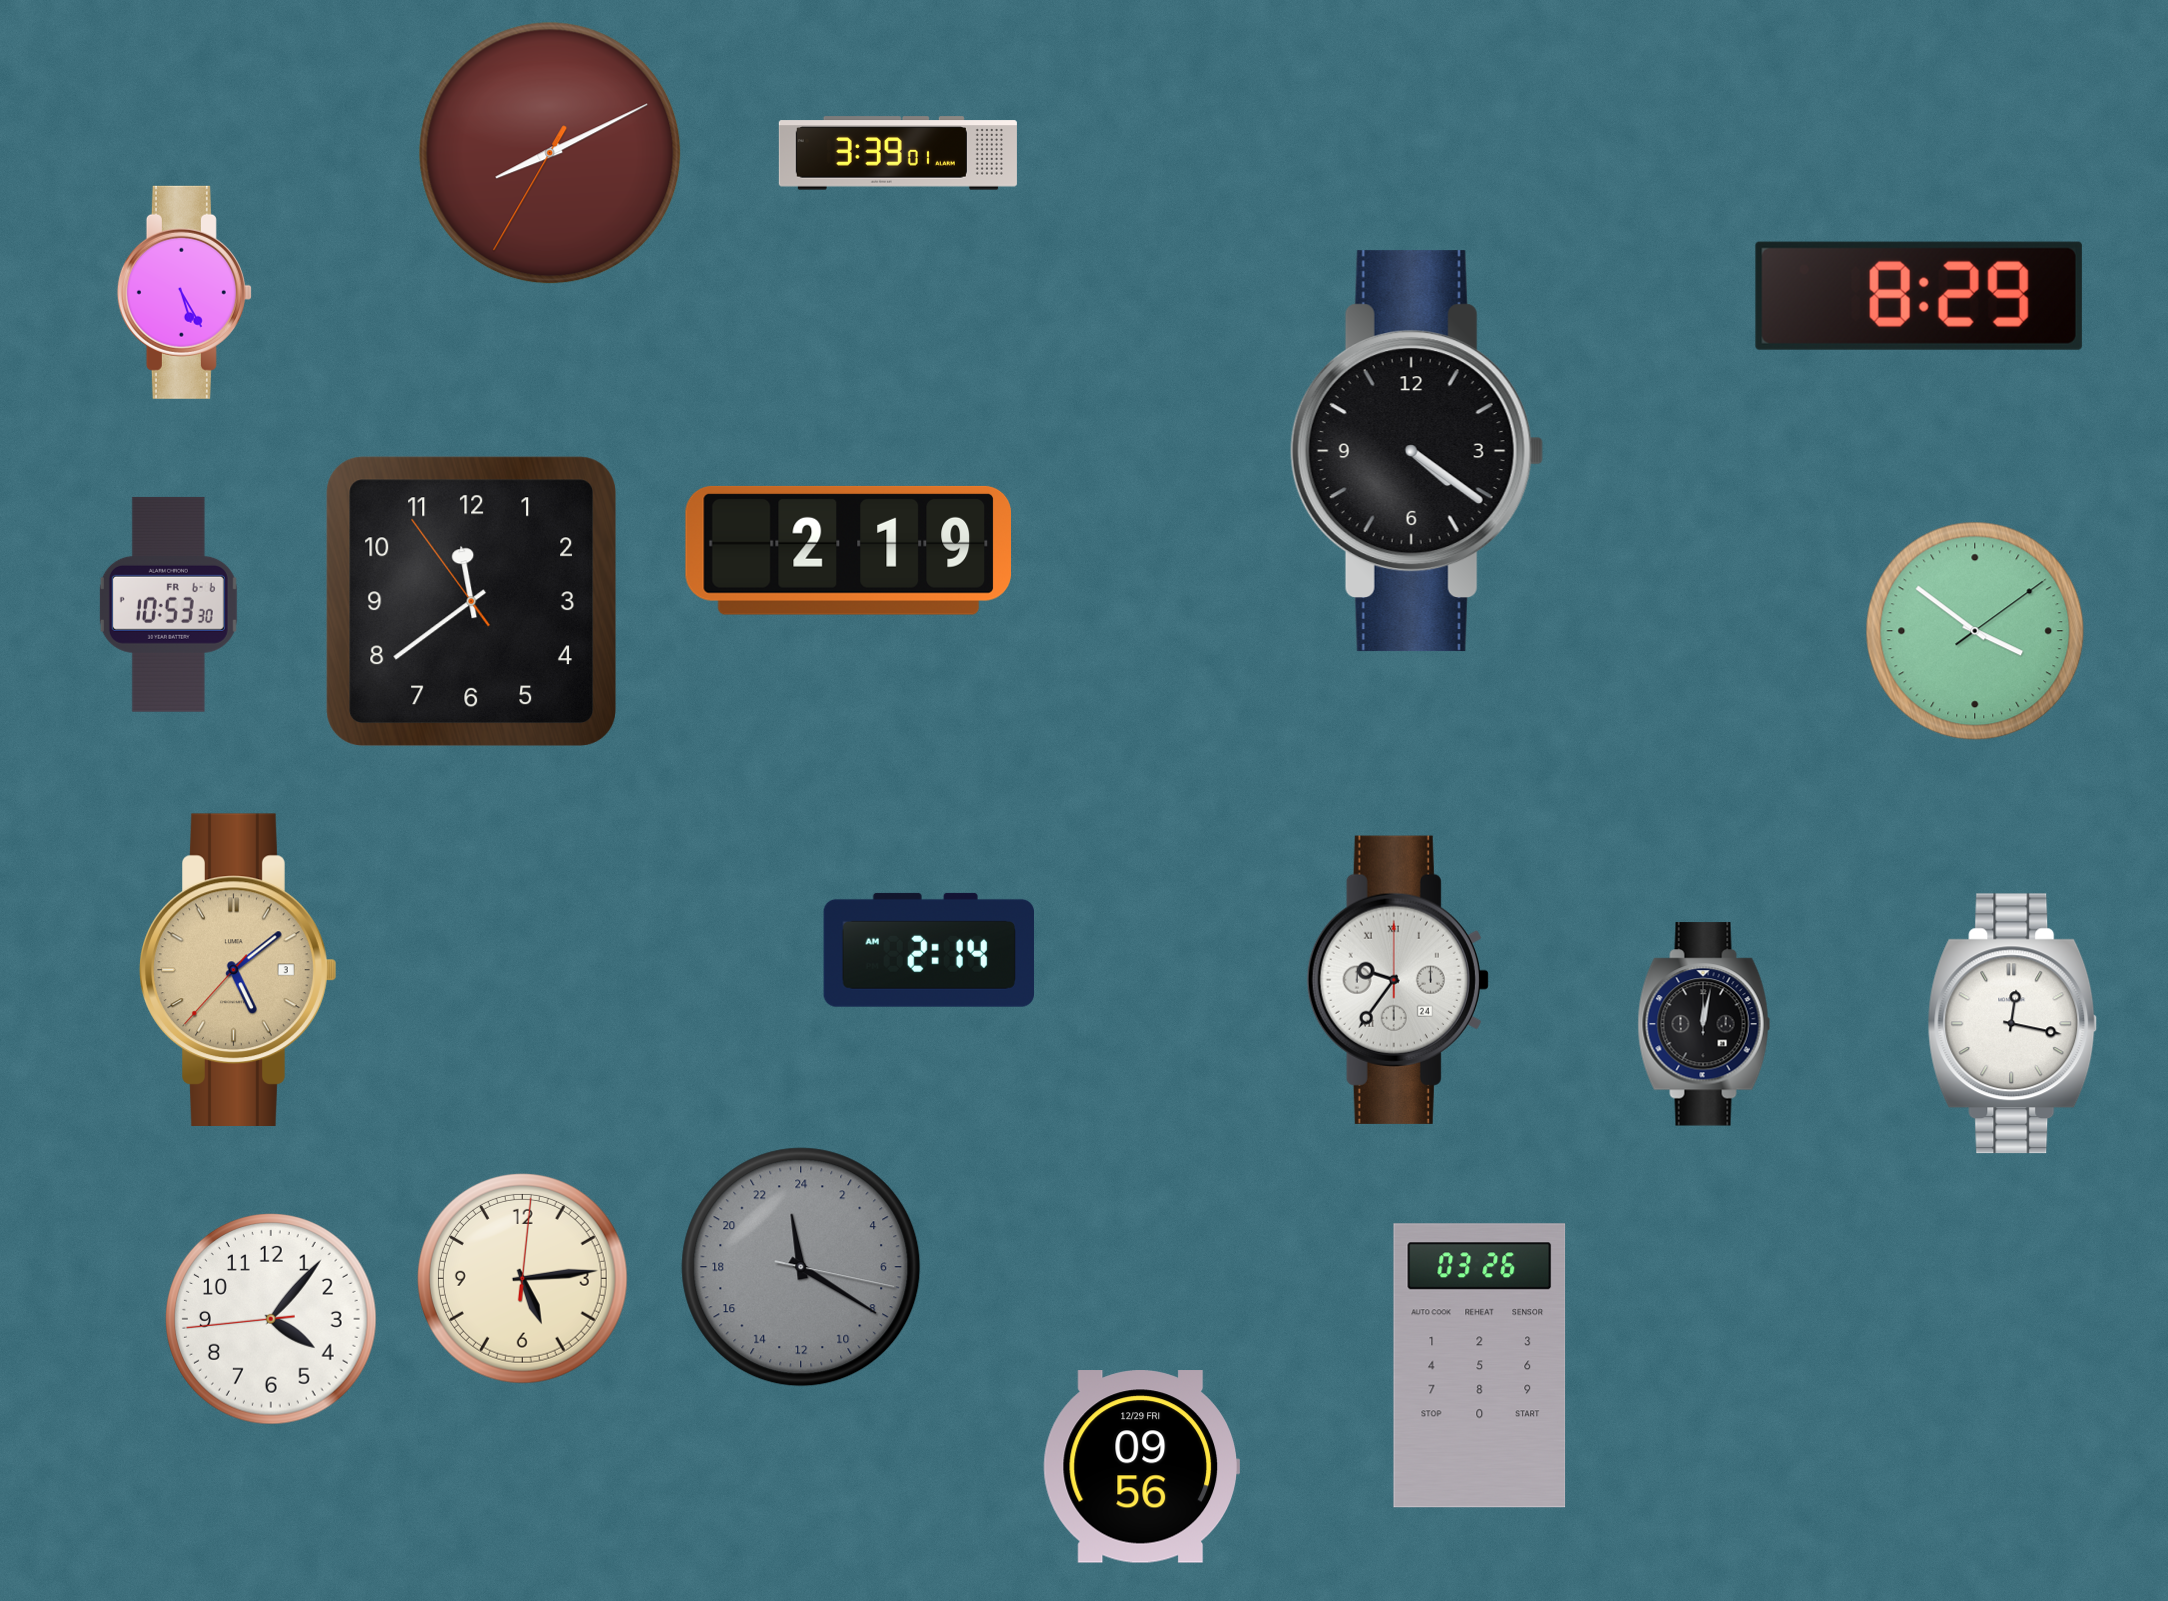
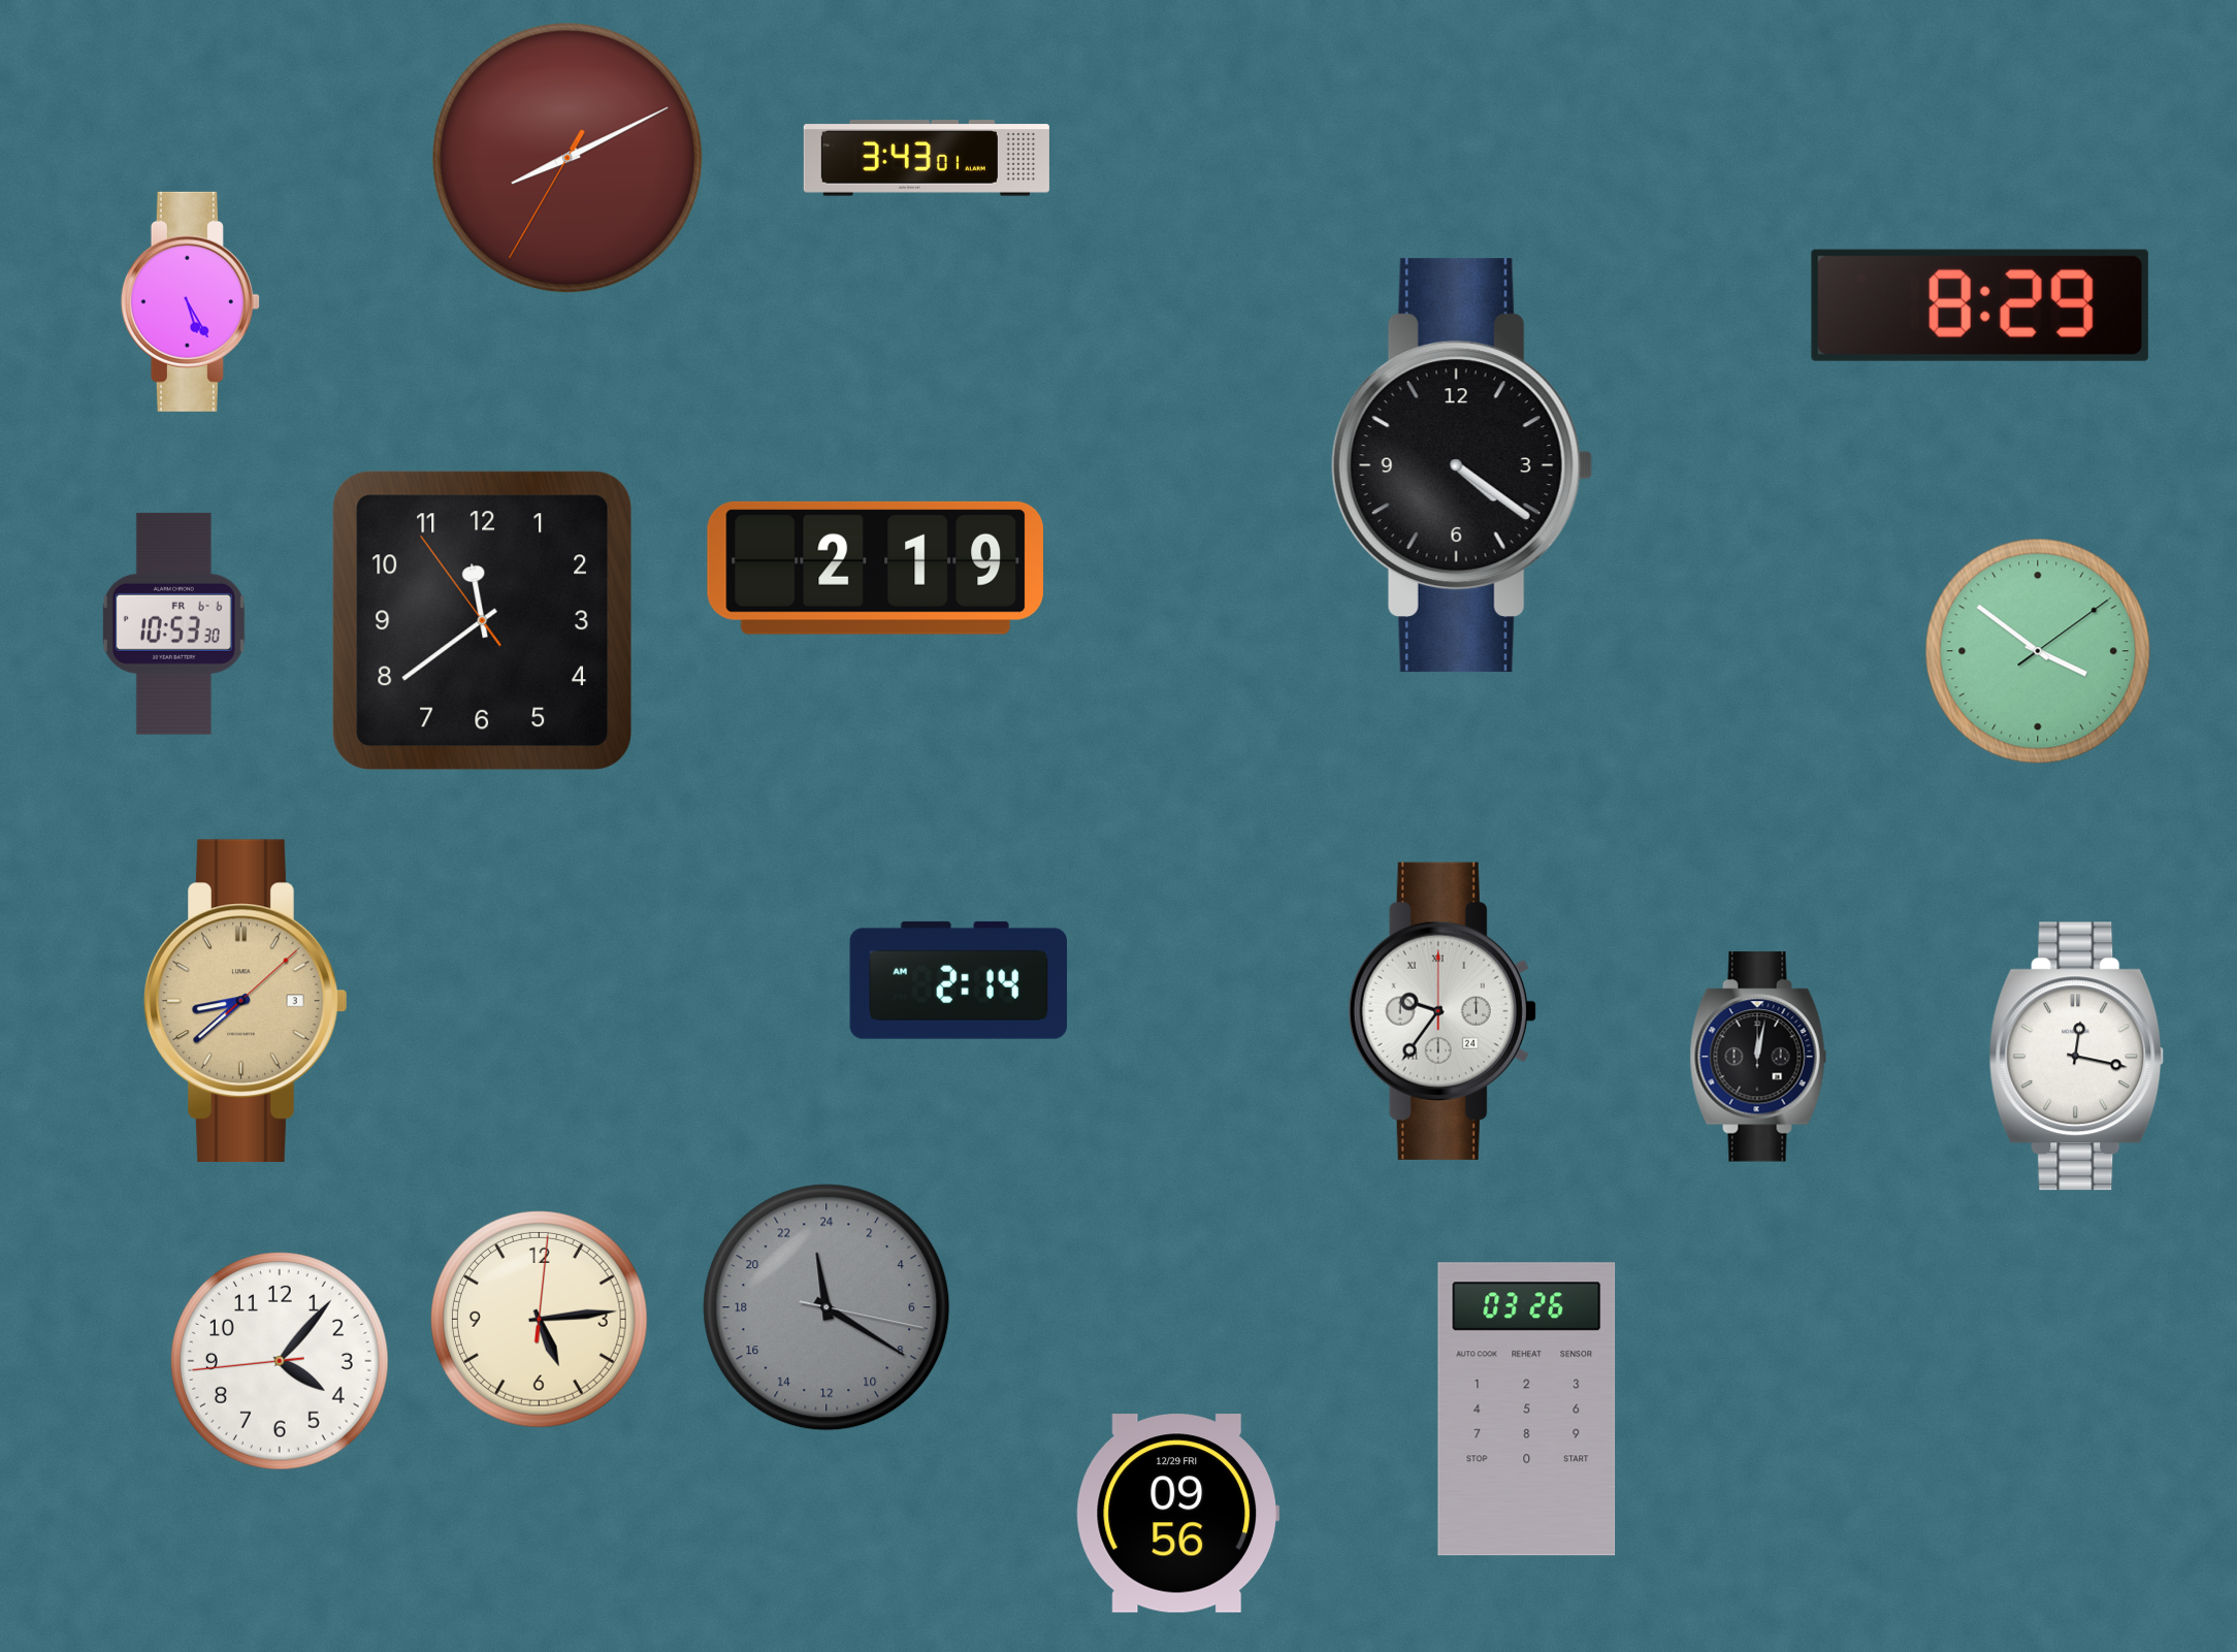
clock at (898, 153): 3:39 -> 3:43
clock at (471, 601) position: (471, 601) -> (482, 620)
clock at (238, 969): 5:08 -> 8:38
